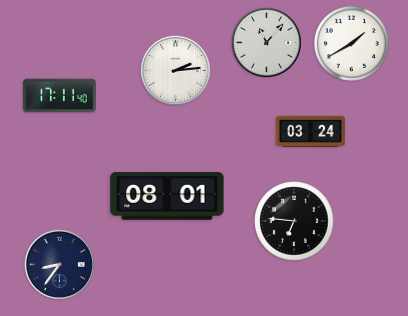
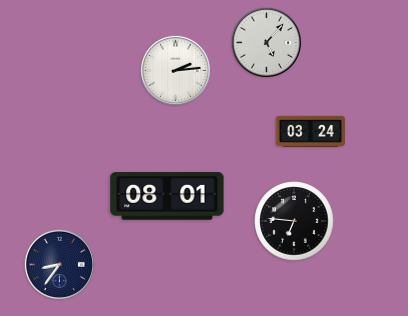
clock at (266, 42): 11:07 -> 5:07
clock at (351, 43): 1:40 -> none
clock at (60, 96): 17:11 -> none
